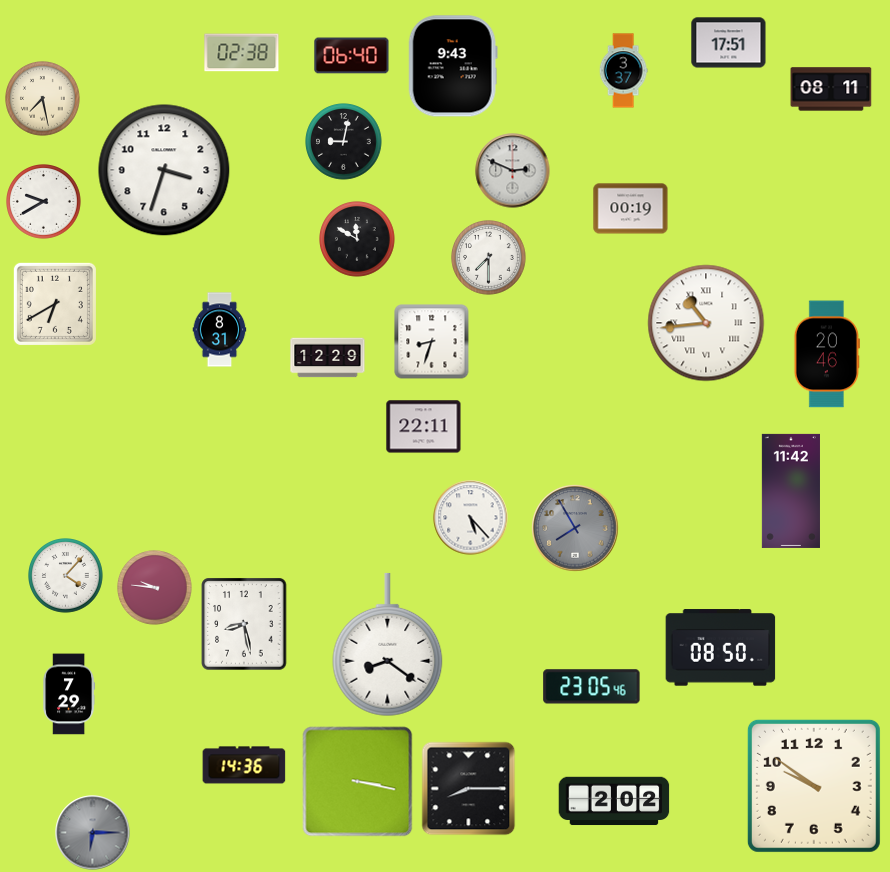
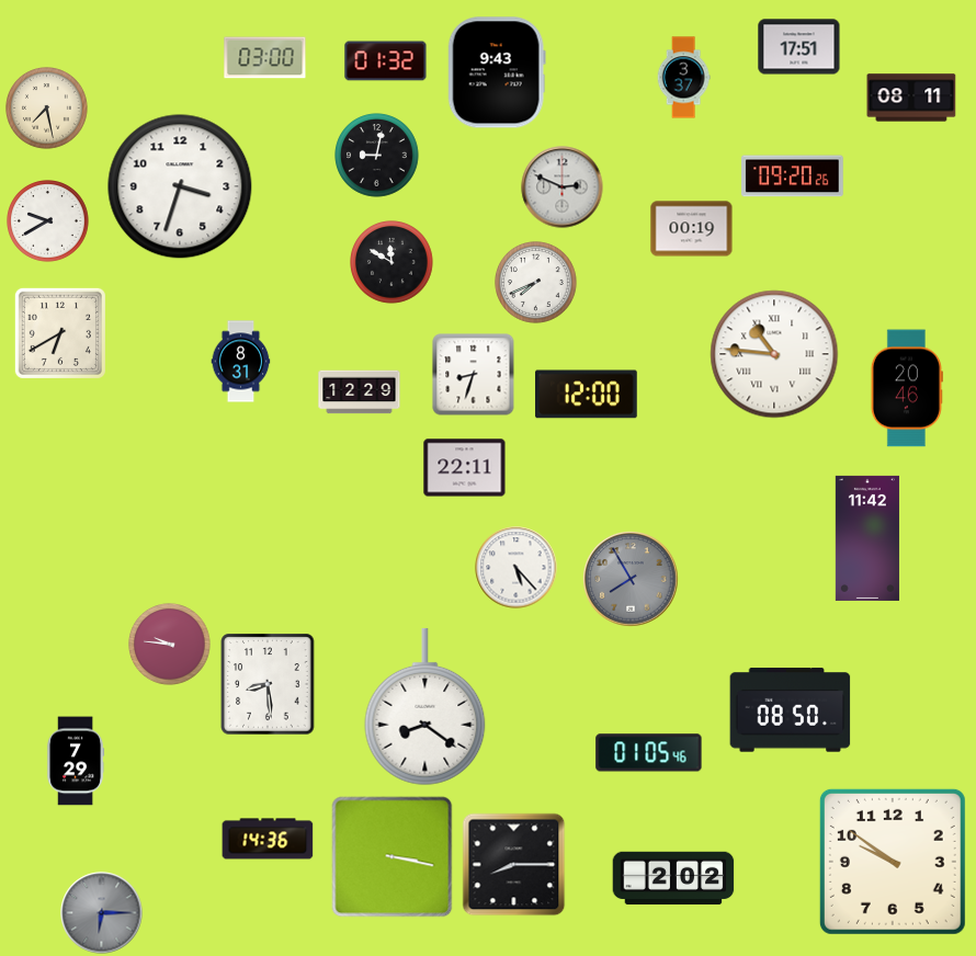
clock at (242, 53): 02:38 -> 03:00
clock at (352, 56): 06:40 -> 01:32
clock at (793, 177): none -> 09:20
clock at (489, 258): 7:30 -> 7:41
clock at (706, 323): 10:44 -> 10:46
clock at (587, 395): none -> 12:00
clock at (66, 576): 4:07 -> none
clock at (244, 624): 8:28 -> 8:29
clock at (592, 687): 23:05 -> 01:05
